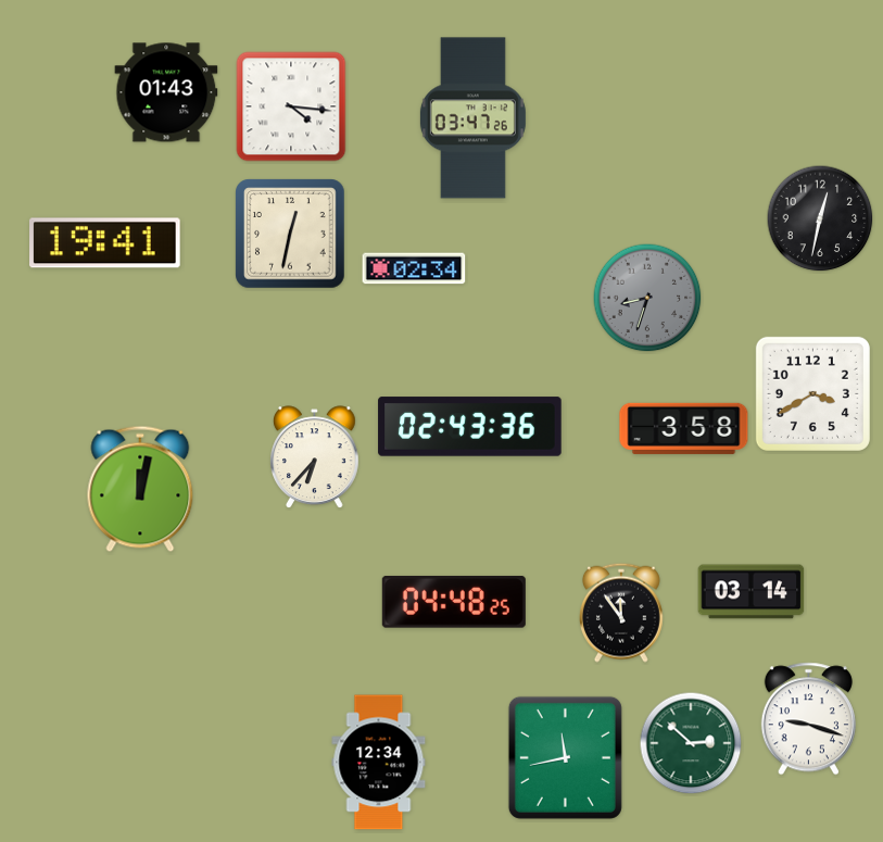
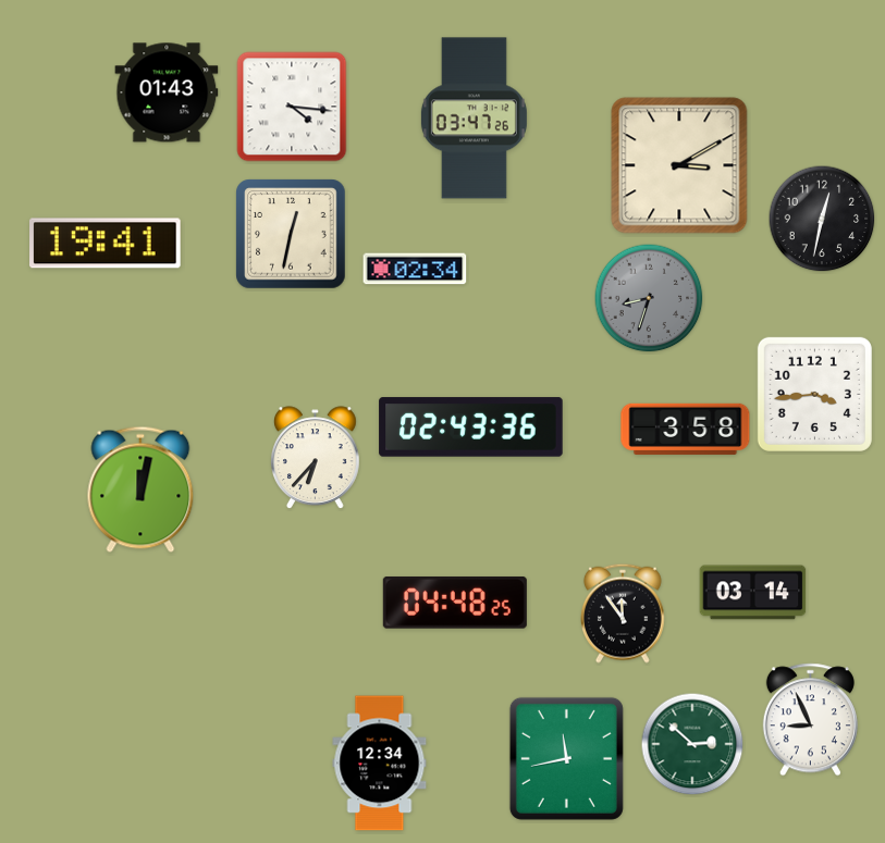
clock at (679, 165): none -> 3:10
clock at (812, 393): 3:40 -> 3:44
clock at (808, 719): 9:18 -> 8:56
